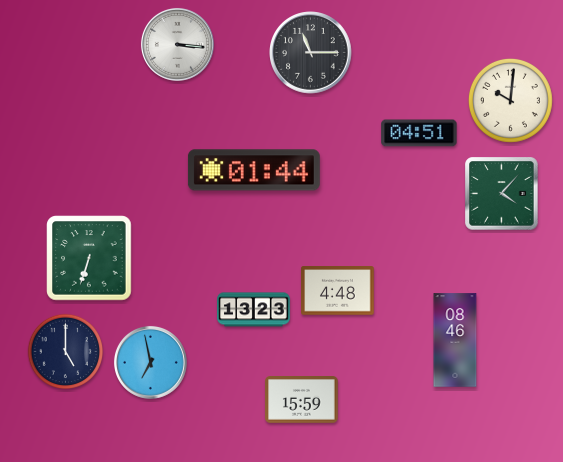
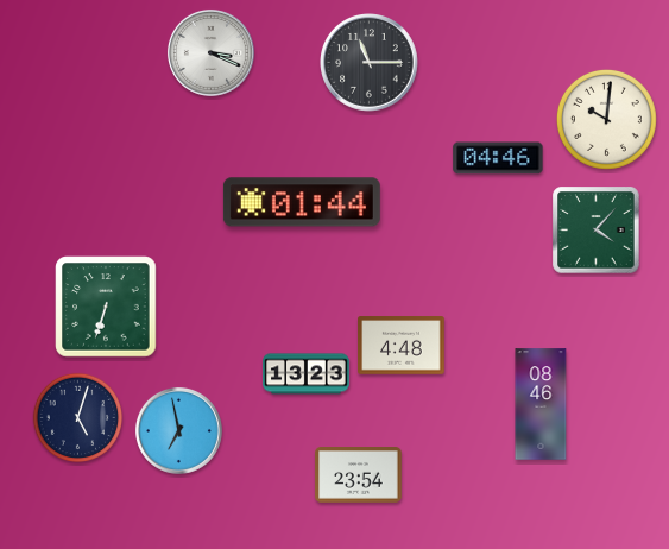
clock at (177, 44): 3:16 -> 3:19
clock at (419, 133): 04:51 -> 04:46
clock at (254, 310) position: (254, 310) -> (307, 374)
clock at (66, 352): 5:00 -> 5:03
clock at (302, 400): 15:59 -> 23:54
